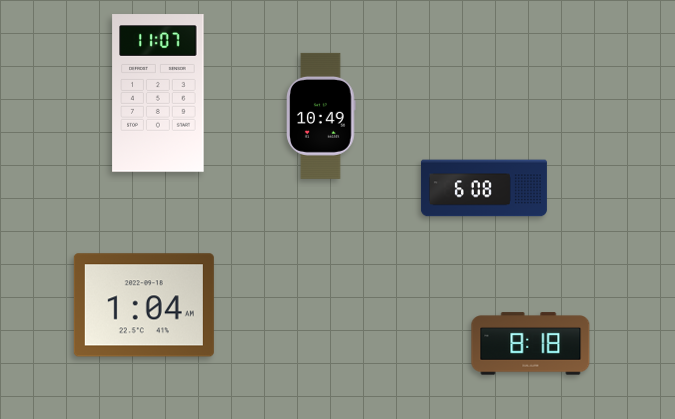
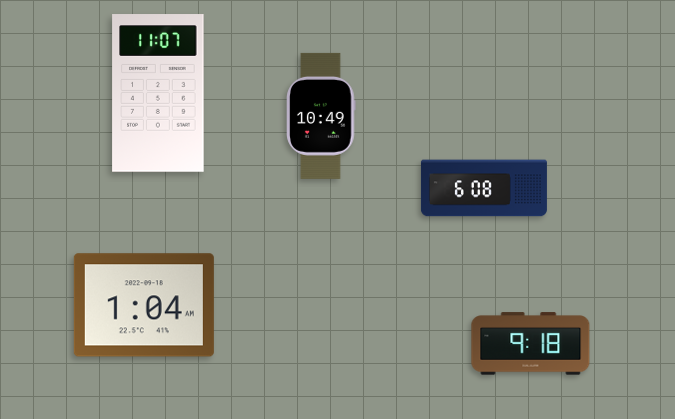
clock at (531, 344): 8:18 -> 9:18
